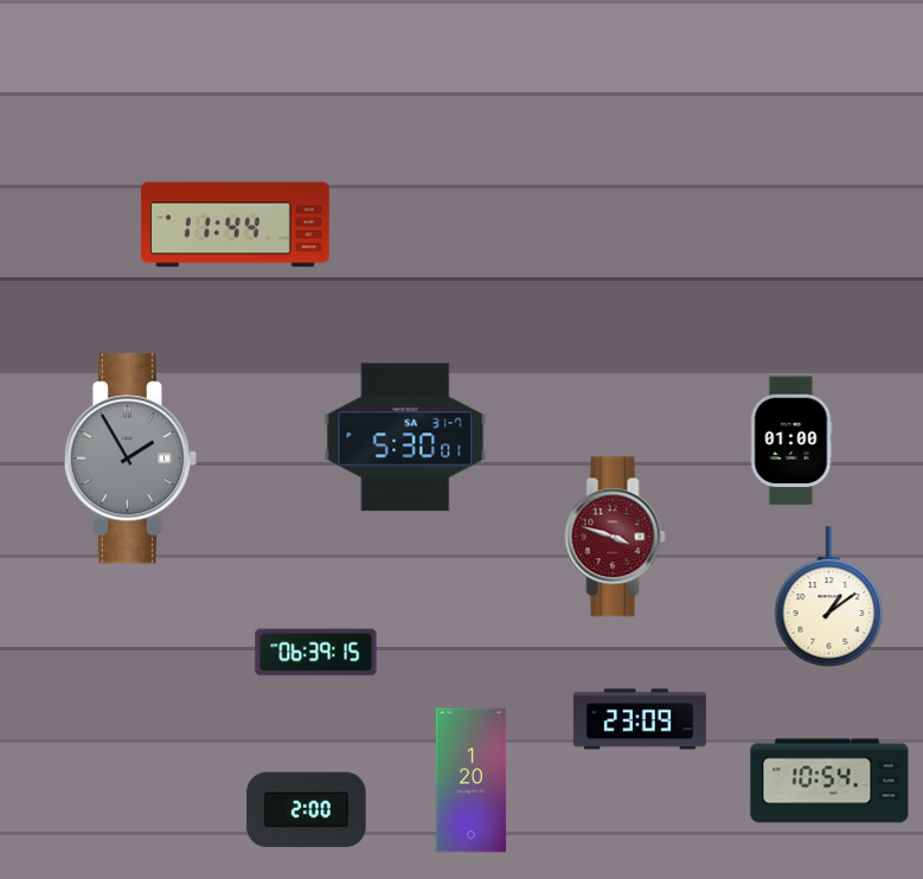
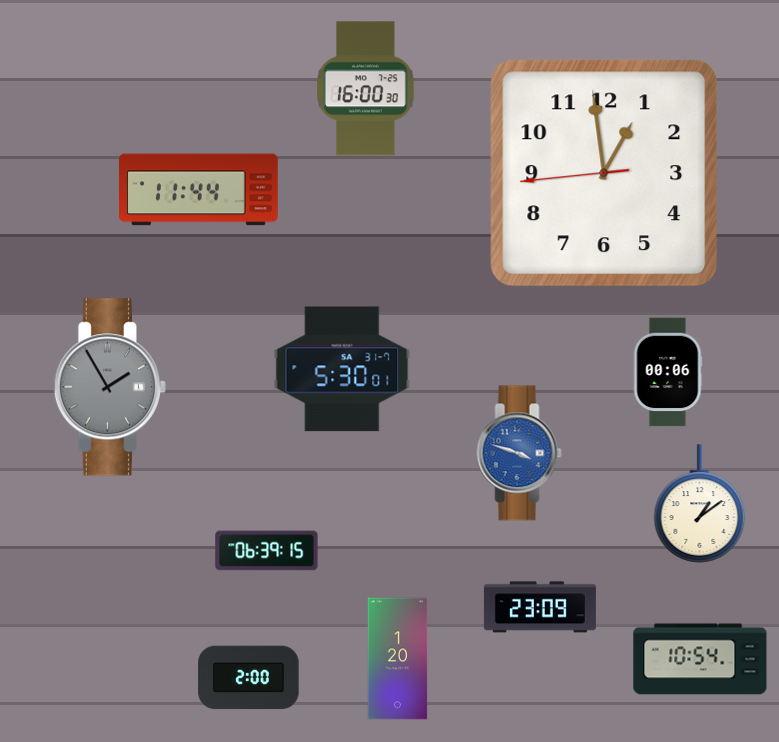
clock at (366, 89): none -> 16:00
clock at (604, 173): none -> 12:58
clock at (791, 441): 01:00 -> 00:06
clock at (615, 537) dial: burgundy -> blue
clock at (307, 810) position: (307, 810) -> (249, 678)
